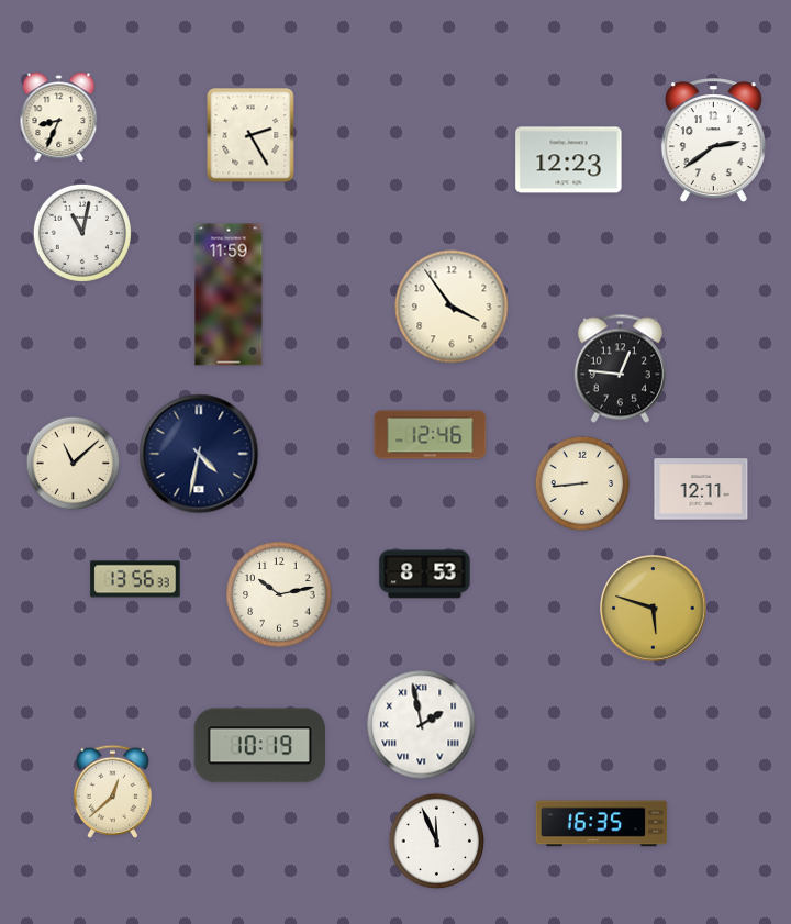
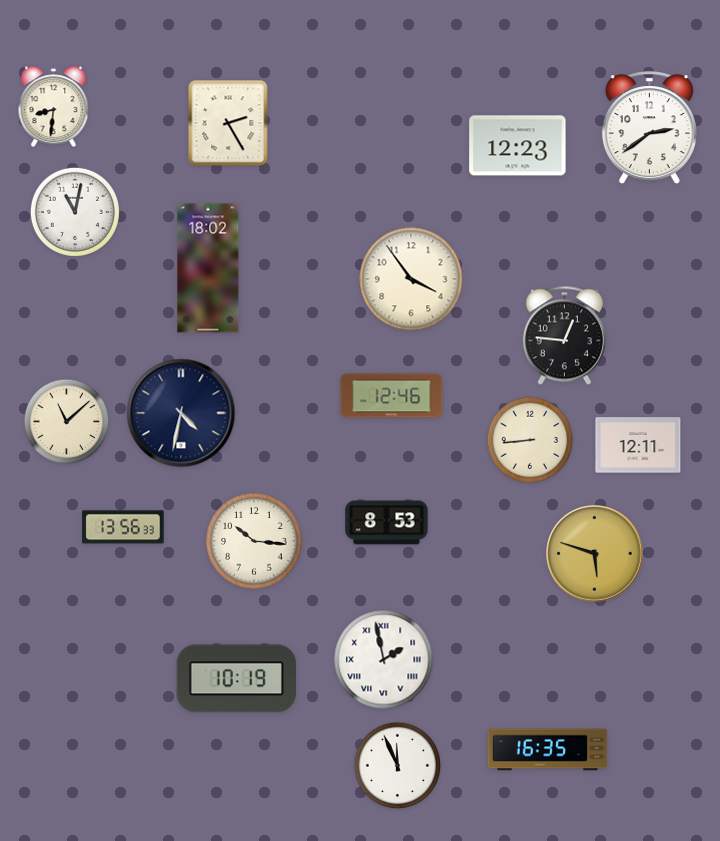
clock at (59, 118): 8:34 -> 8:31
clock at (229, 294): 11:59 -> 18:02
clock at (279, 594): 10:13 -> 10:16
clock at (112, 791): 12:38 -> none
